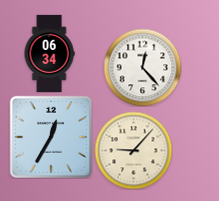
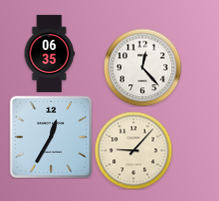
clock at (49, 53): 06:34 -> 06:35
